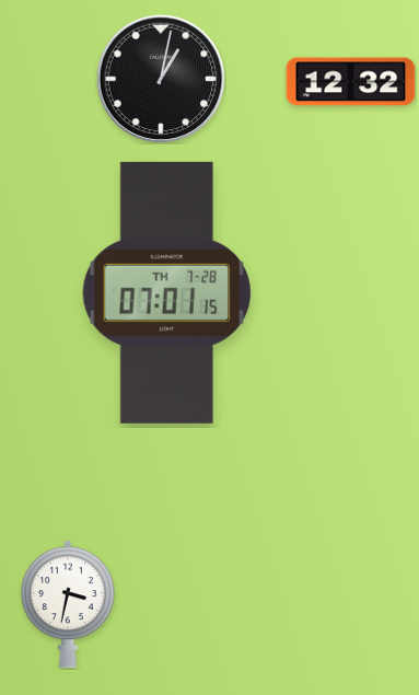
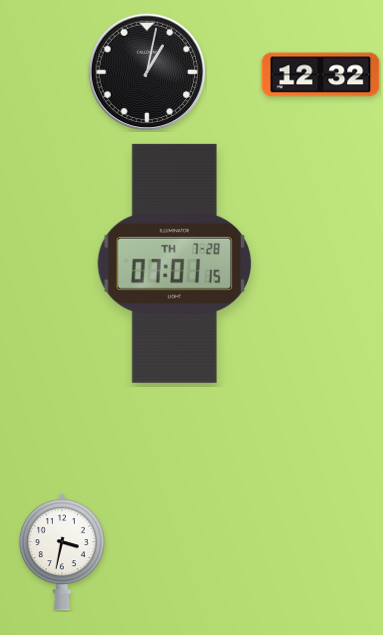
clock at (166, 292) position: (166, 292) -> (174, 263)
